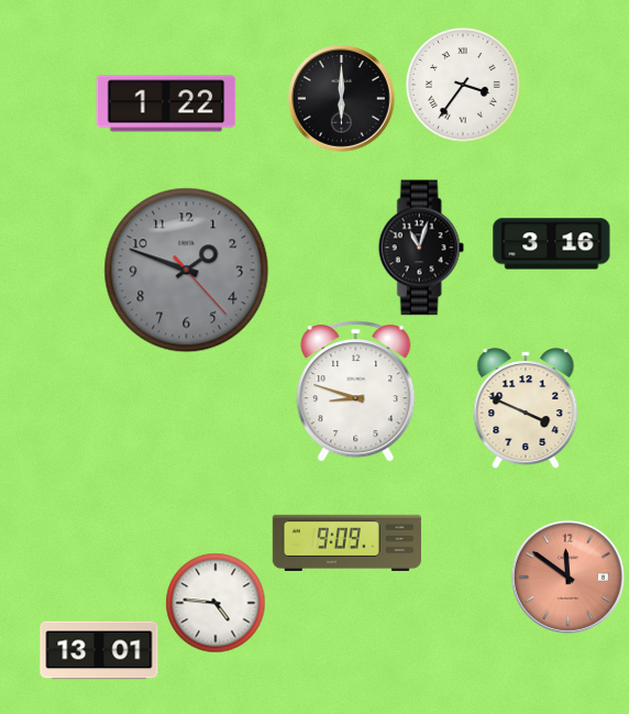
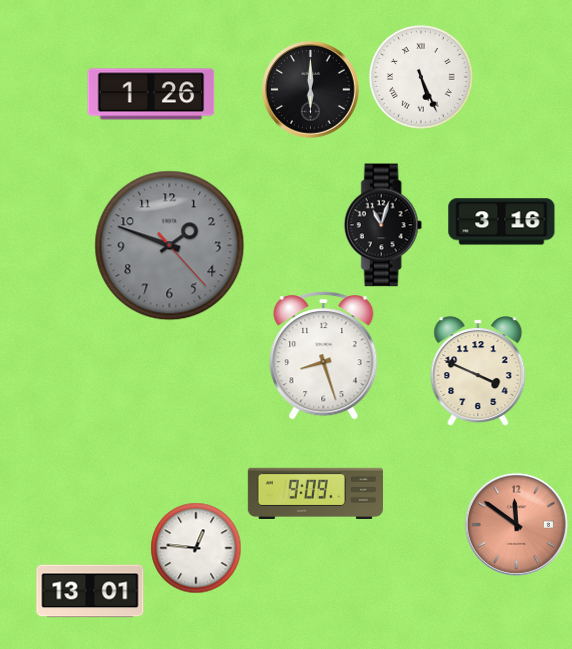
clock at (464, 86): 3:36 -> 5:26
clock at (166, 103): 1:22 -> 1:26
clock at (356, 392): 8:48 -> 8:27
clock at (216, 603): 4:46 -> 12:46
